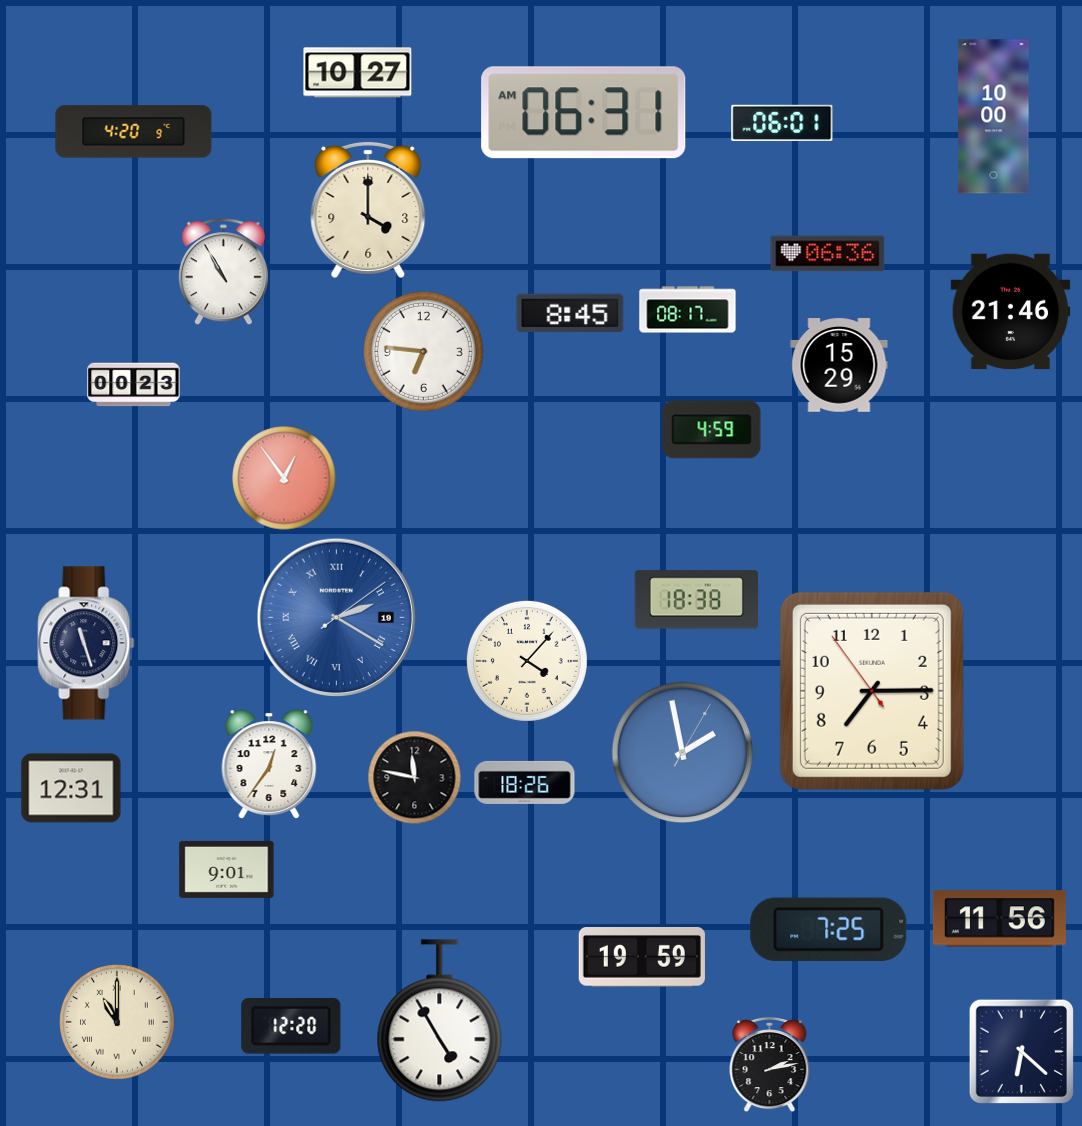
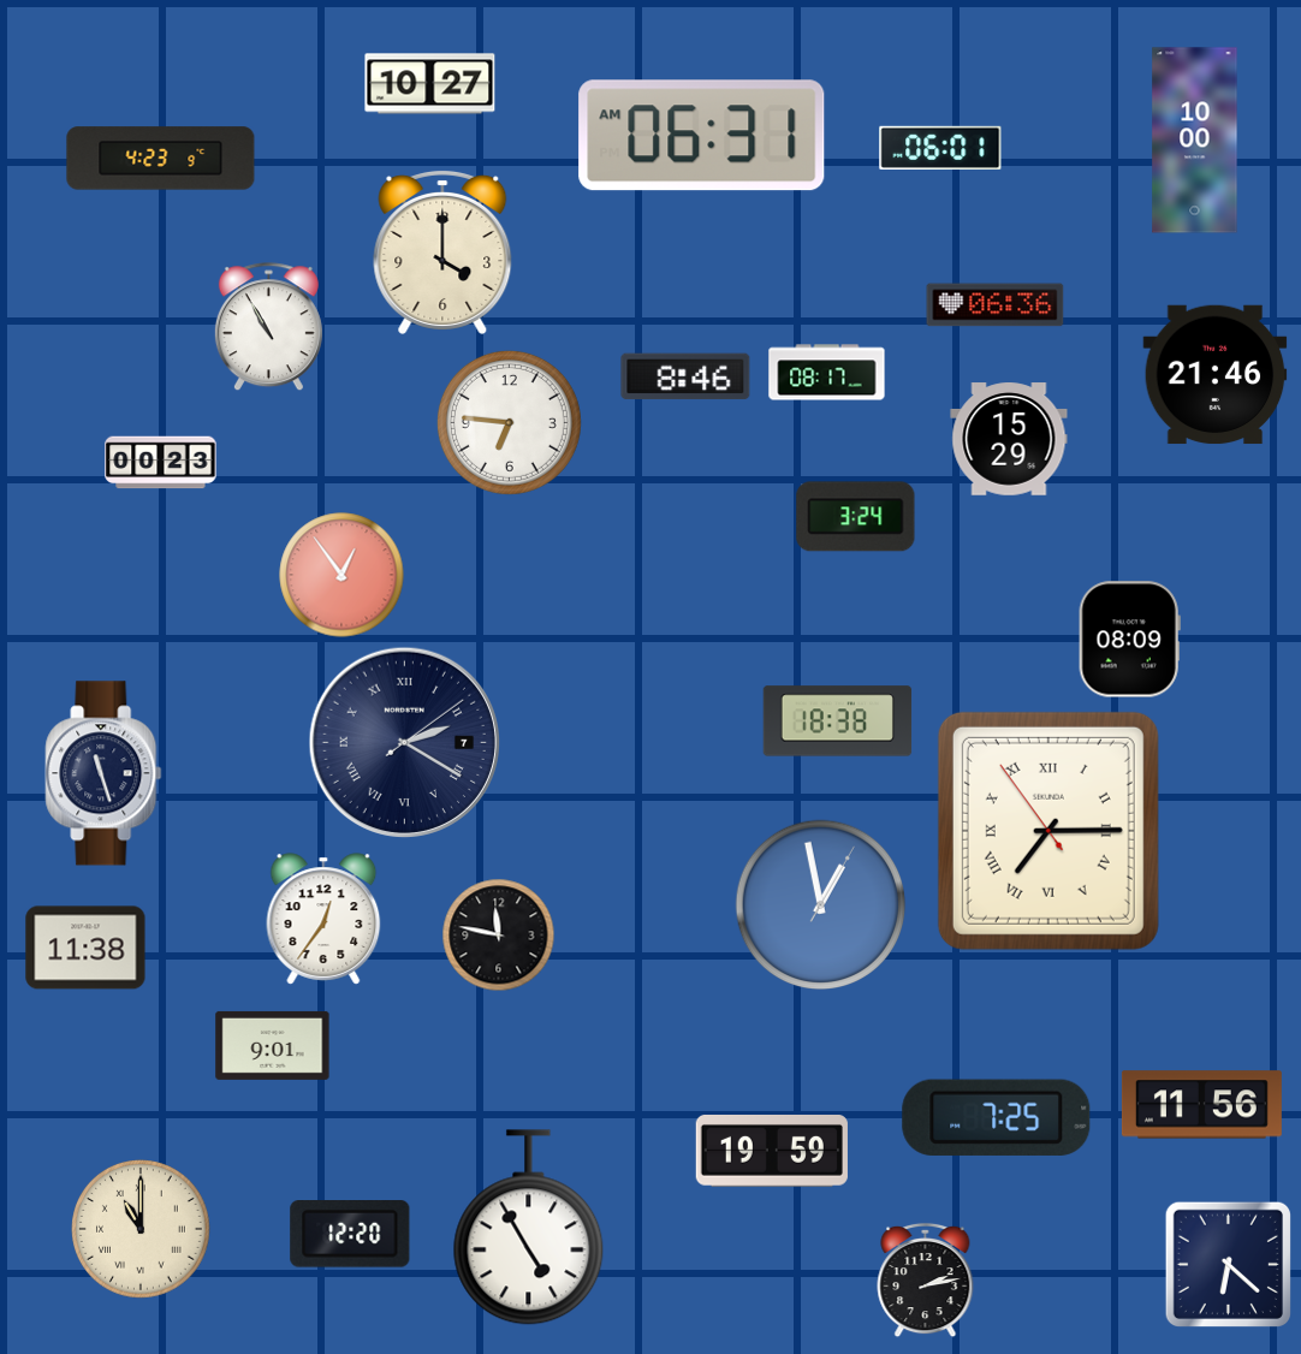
clock at (358, 73) position: (358, 73) -> (430, 84)
clock at (134, 132): 4:20 -> 4:23
clock at (570, 313): 8:45 -> 8:46
clock at (712, 430): 4:59 -> 3:24
clock at (1129, 640): none -> 08:09
clock at (336, 617) date: 19 -> 7
clock at (336, 617) dial: blue -> navy
clock at (527, 661): 4:07 -> none
clock at (872, 691) numerals: Arabic -> Roman
clock at (683, 753): 1:58 -> 12:58
clock at (525, 782): 18:26 -> none
clock at (71, 788): 12:31 -> 11:38
